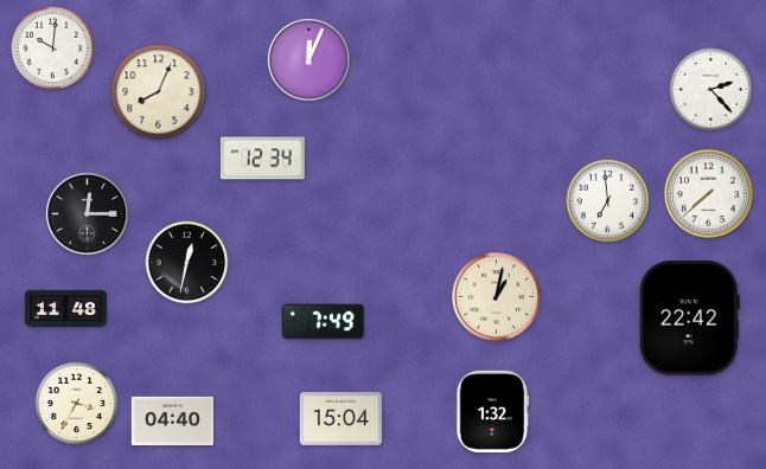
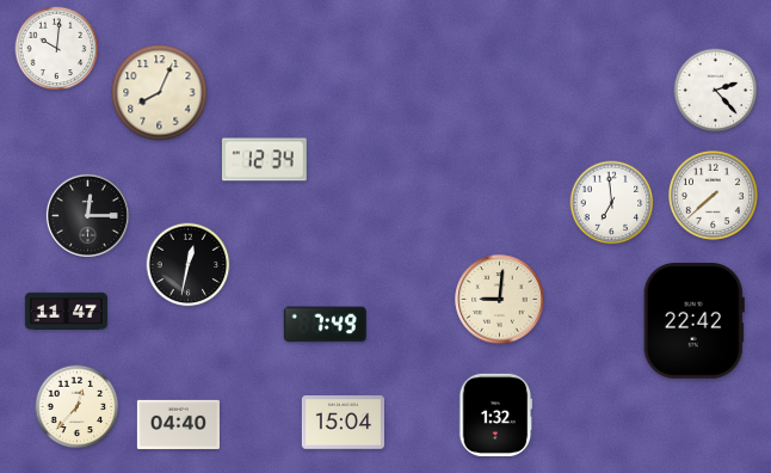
clock at (53, 49) position: (53, 49) -> (57, 49)
clock at (308, 59): 12:04 -> none
clock at (497, 297): 1:02 -> 9:01
clock at (65, 308): 11:48 -> 11:47
clock at (77, 404): 3:35 -> 12:37
clock at (172, 420) position: (172, 420) -> (178, 424)
